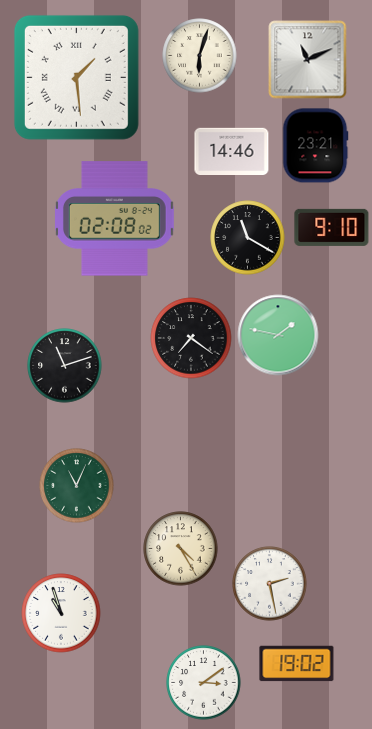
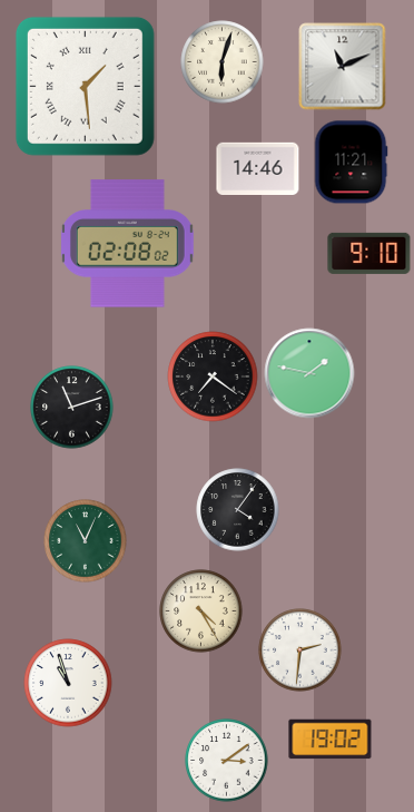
clock at (316, 146): 23:21 -> 11:21
clock at (248, 238): 11:20 -> none
clock at (238, 510): none -> 4:06
clock at (270, 584): 2:28 -> 2:31
